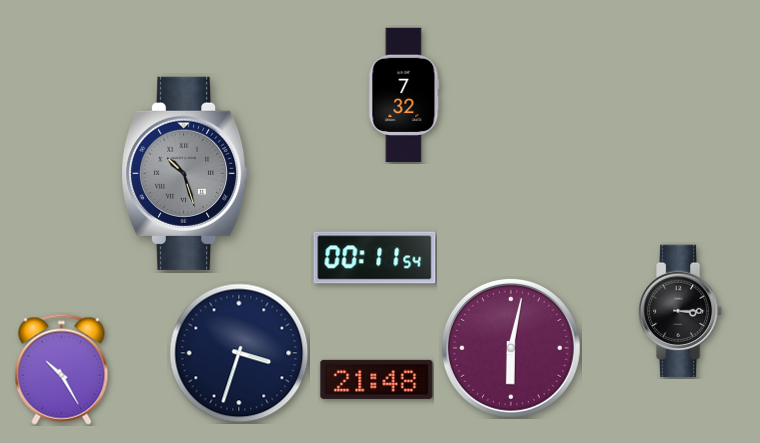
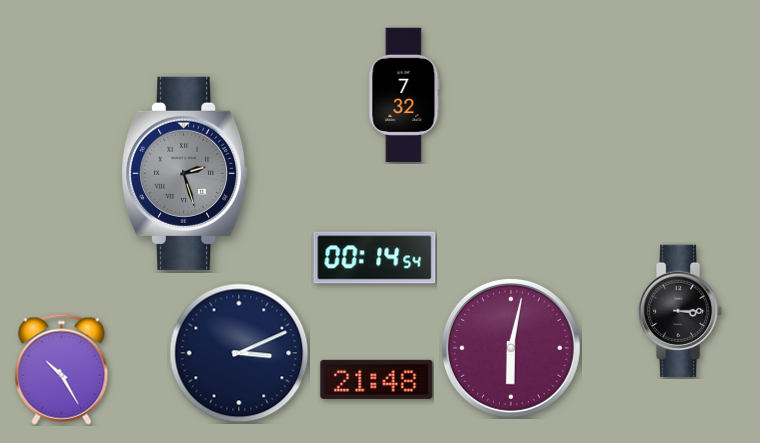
clock at (185, 173): 10:27 -> 2:27
clock at (375, 258): 00:11 -> 00:14
clock at (239, 353): 3:33 -> 3:11
